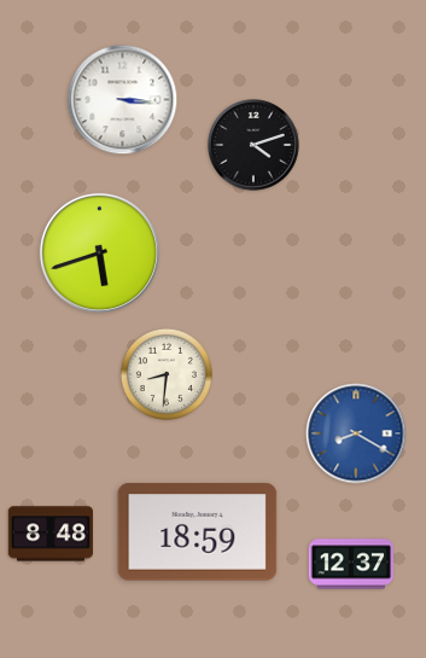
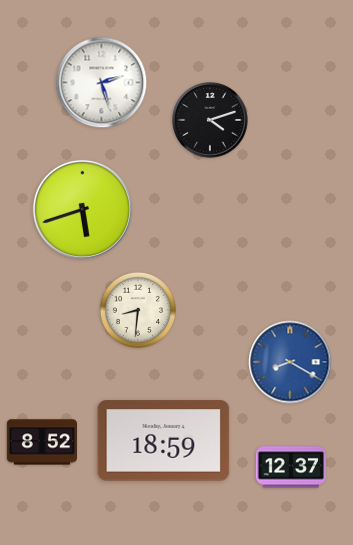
clock at (123, 100): 3:16 -> 2:27
clock at (356, 433) position: (356, 433) -> (290, 362)
clock at (49, 534): 8:48 -> 8:52
